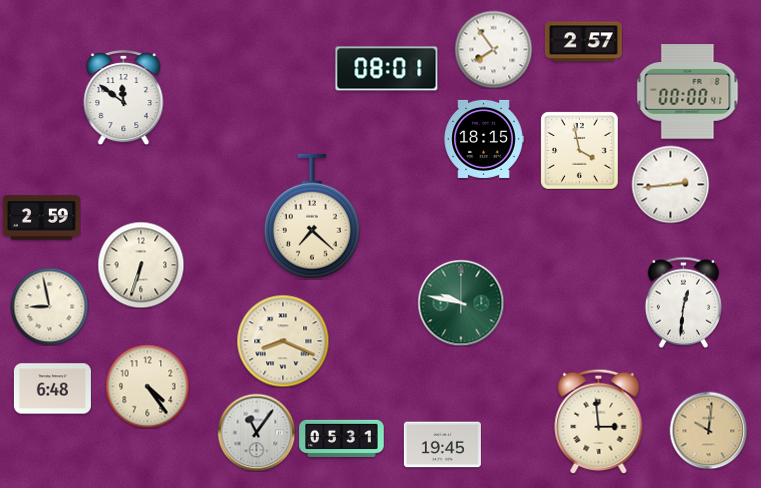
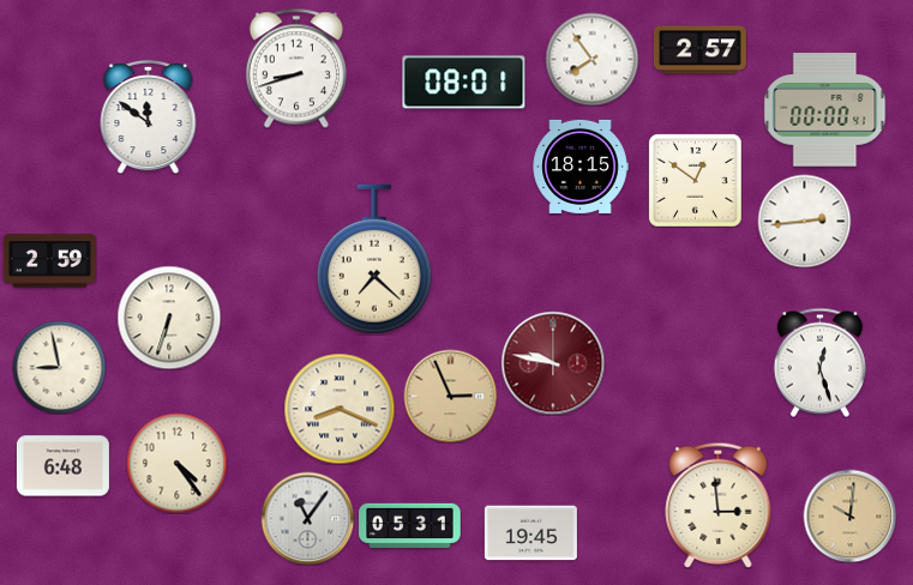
clock at (296, 68): none -> 8:42
clock at (579, 150): 3:58 -> 12:51
clock at (683, 302): 12:31 -> 12:27
clock at (461, 303) dial: green -> burgundy
clock at (450, 396): none -> 2:56
